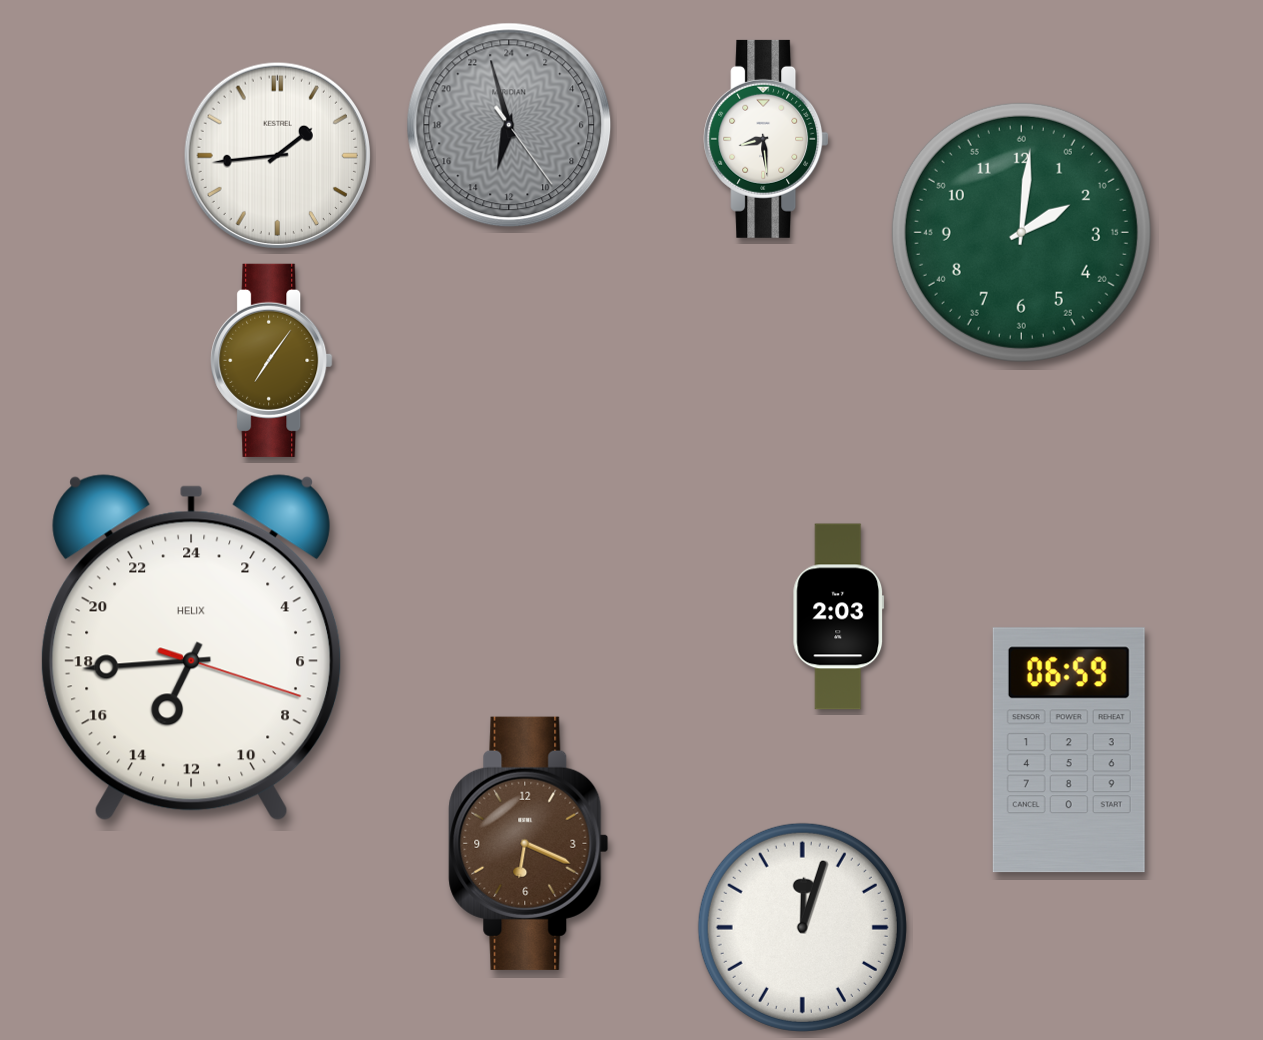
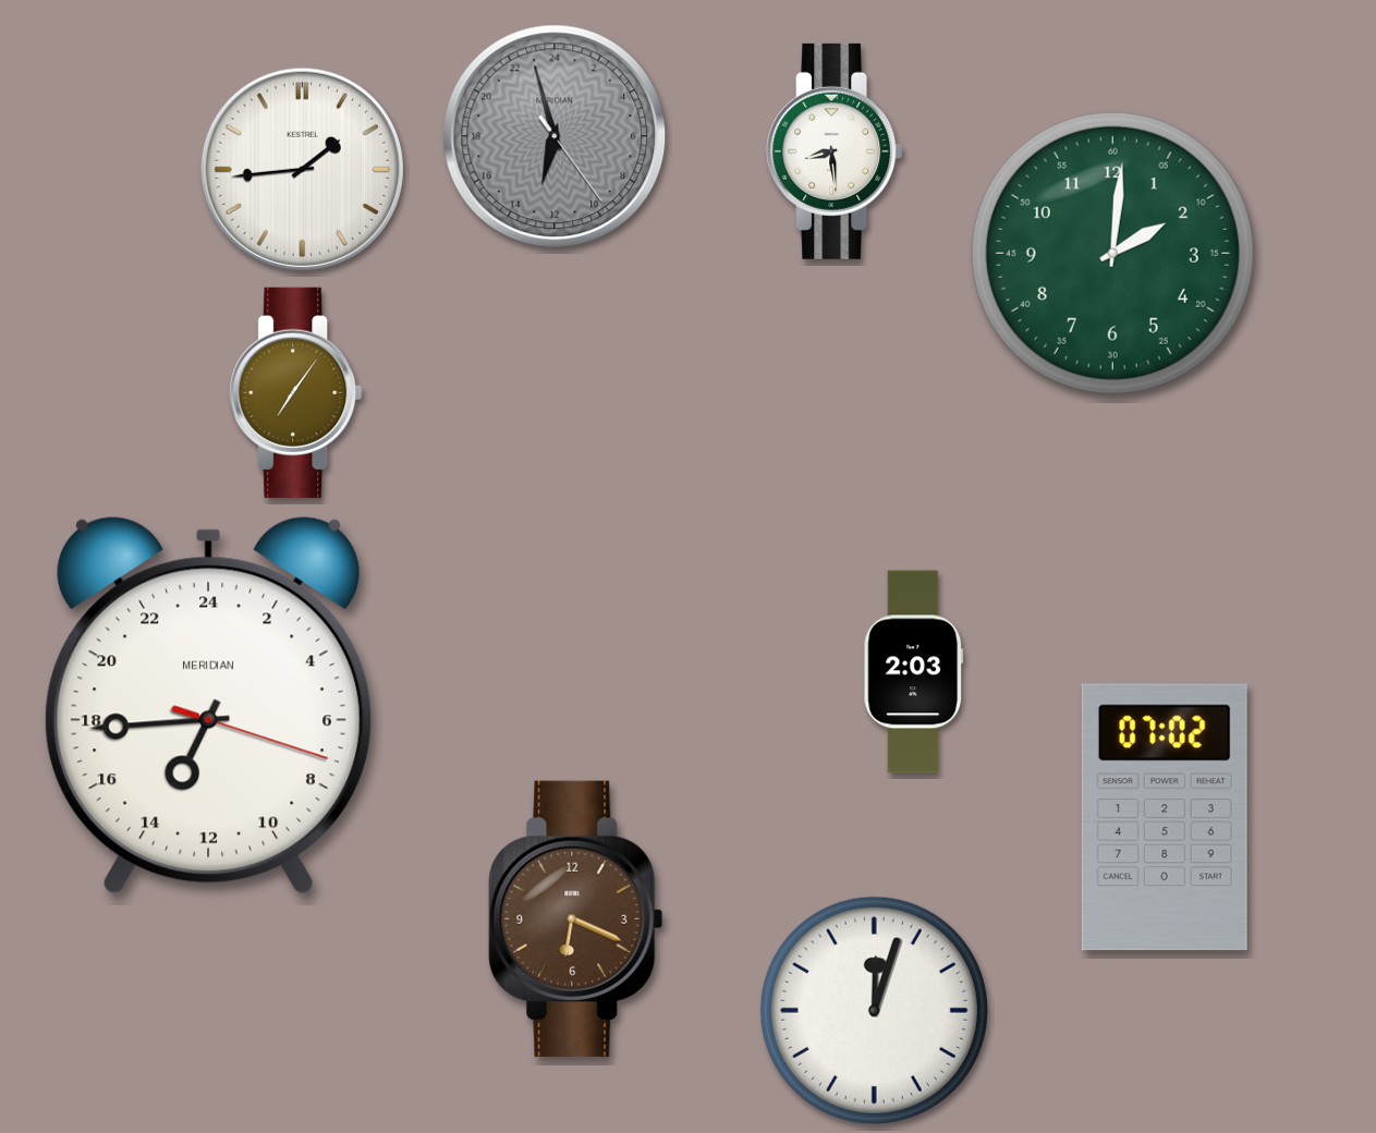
clock at (192, 648) brand: HELIX -> MERIDIAN
clock at (1069, 750): 06:59 -> 07:02
